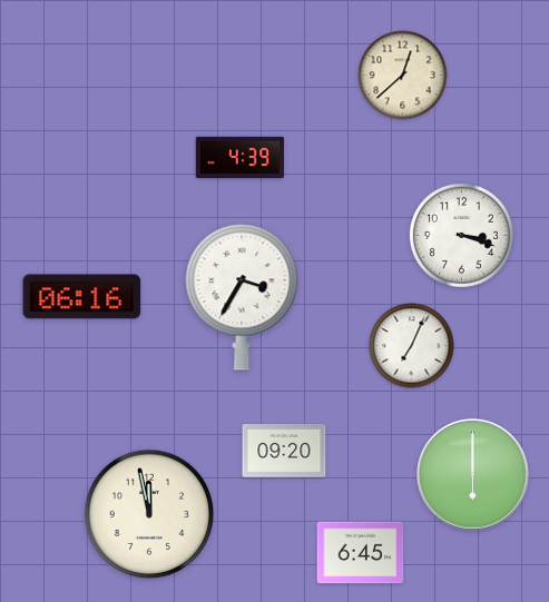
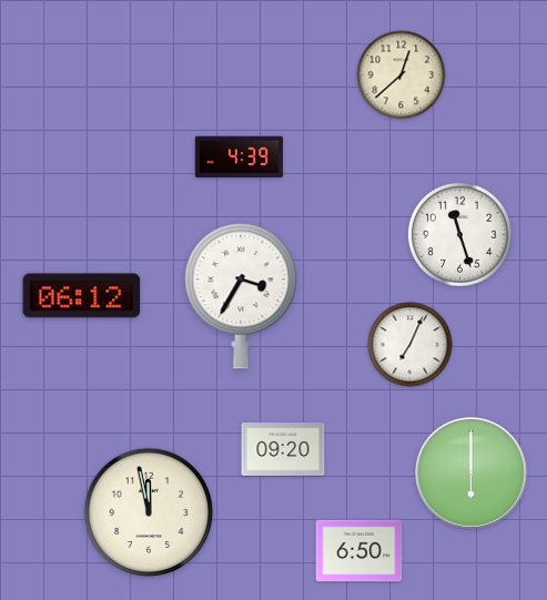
clock at (461, 235): 3:18 -> 11:27
clock at (82, 297): 06:16 -> 06:12
clock at (361, 553): 6:45 -> 6:50
